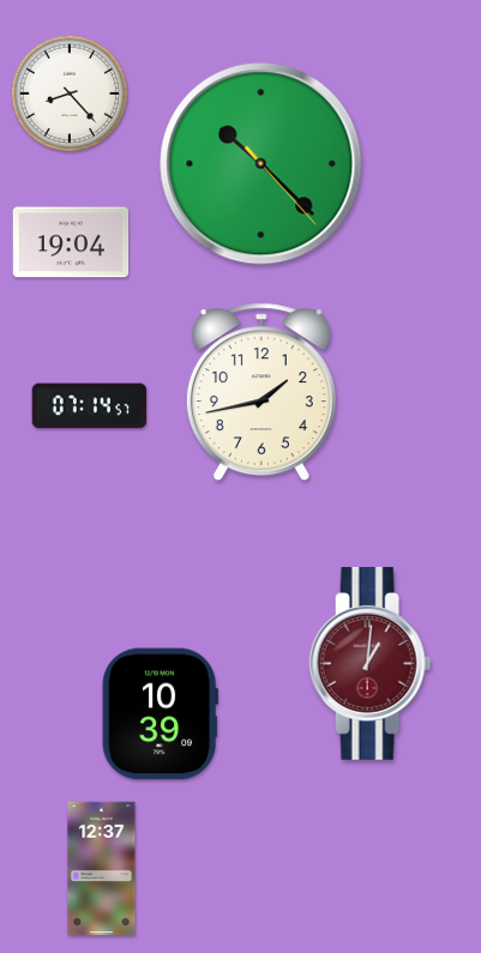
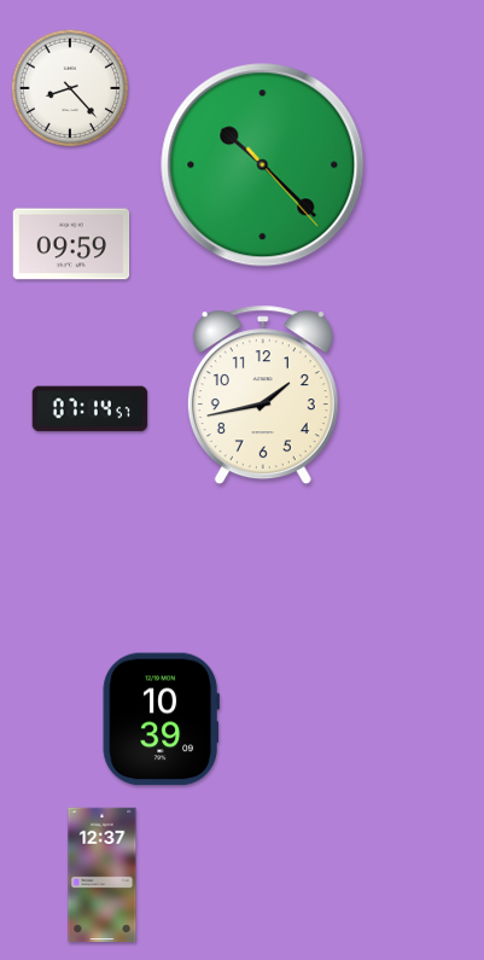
clock at (70, 94) position: (70, 94) -> (70, 88)
clock at (71, 242): 19:04 -> 09:59
clock at (371, 663): 1:01 -> none
